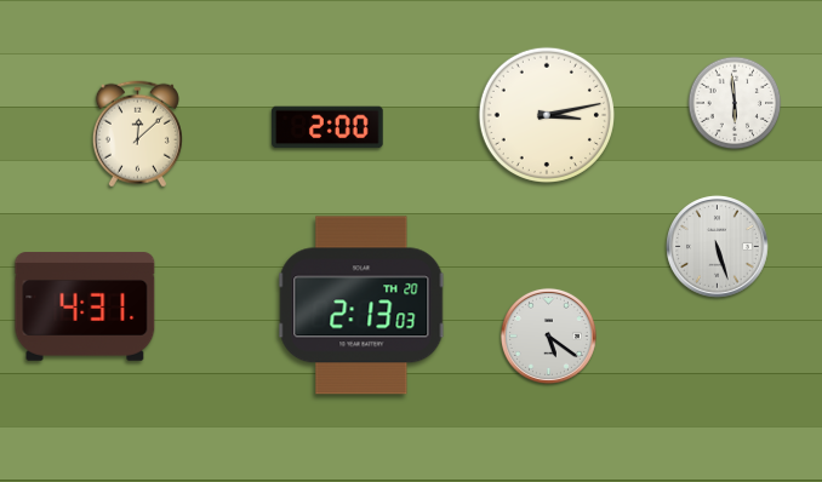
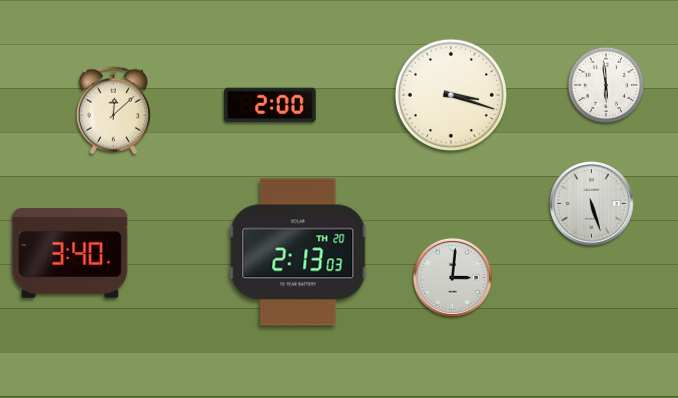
clock at (547, 115): 3:13 -> 3:18
clock at (85, 306): 4:31 -> 3:40
clock at (548, 335): 5:21 -> 3:01
